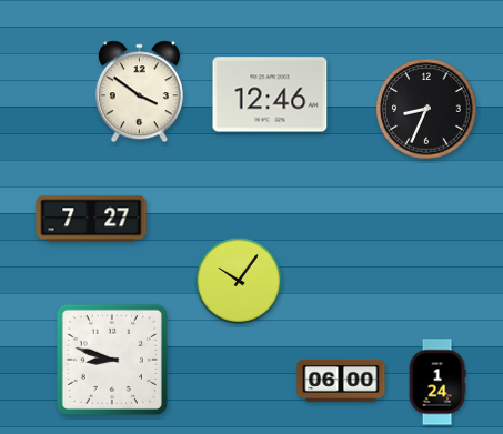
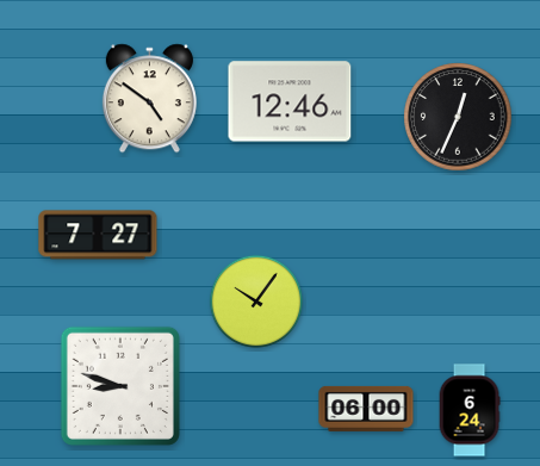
clock at (139, 92): 3:51 -> 4:51
clock at (426, 109): 8:34 -> 12:34
clock at (437, 382): 1:24 -> 6:24
